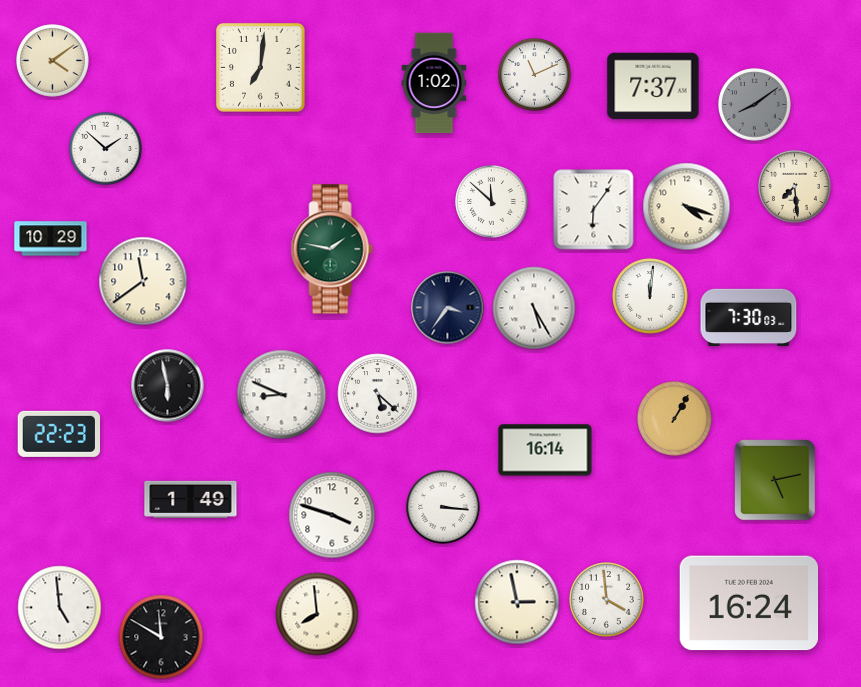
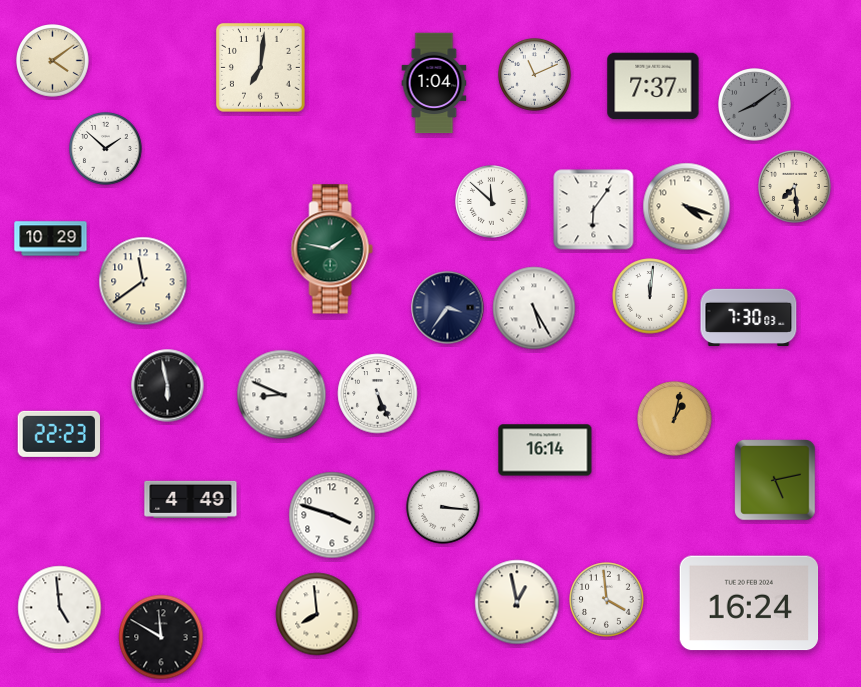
clock at (434, 83): 1:02 -> 1:04
clock at (378, 394): 5:22 -> 5:26
clock at (675, 419): 1:05 -> 1:02
clock at (191, 499): 1:49 -> 4:49
clock at (517, 602): 2:58 -> 12:58
